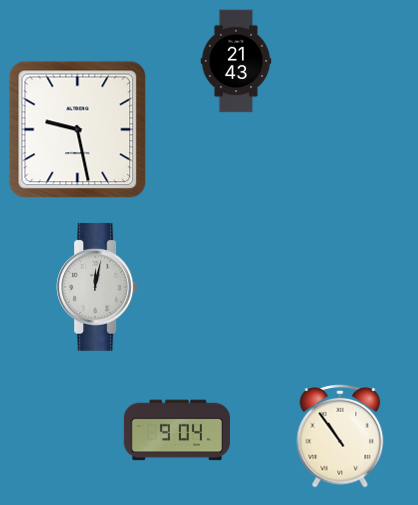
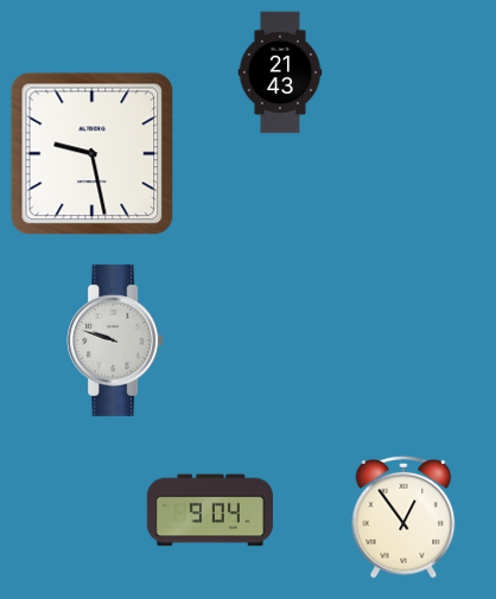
clock at (97, 287): 12:02 -> 9:48
clock at (340, 437): 10:54 -> 12:54
